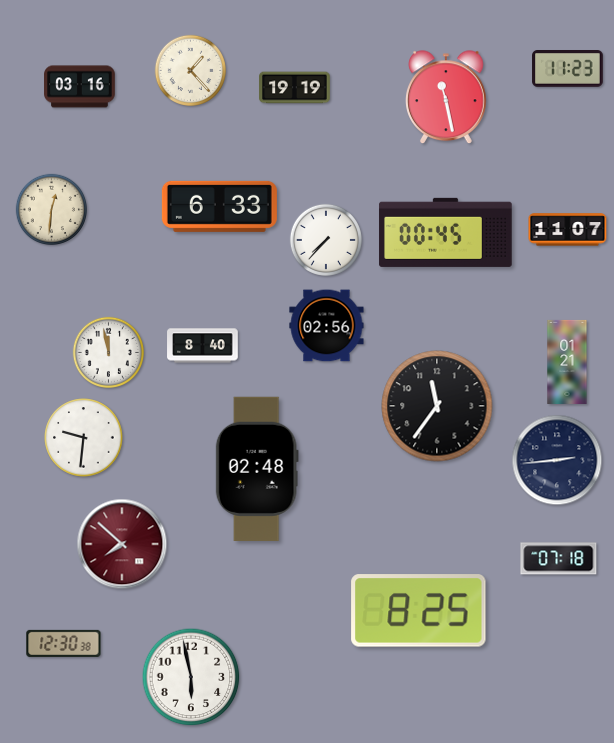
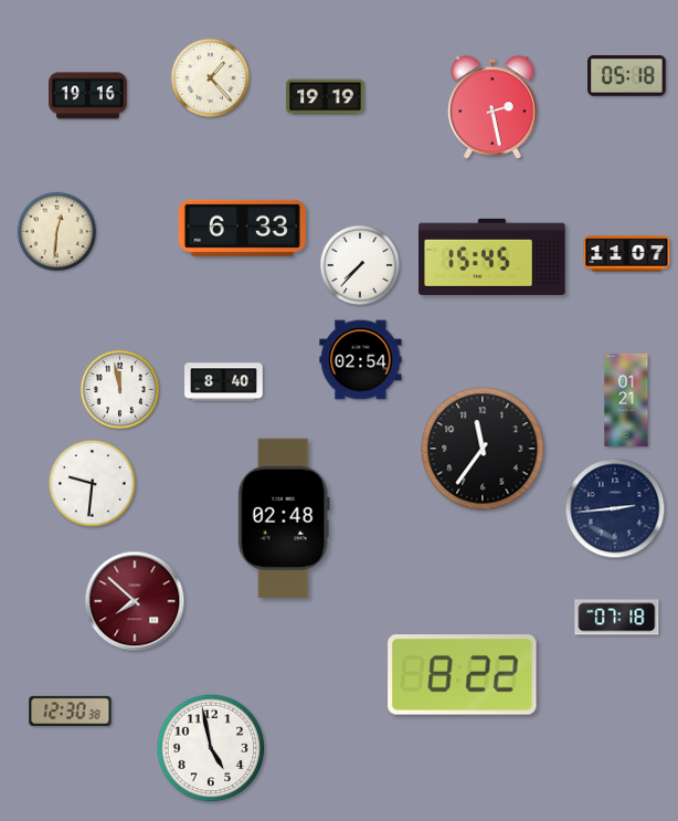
clock at (568, 69): 11:23 -> 05:18
clock at (80, 87): 03:16 -> 19:16
clock at (447, 98): 11:28 -> 2:28
clock at (446, 232): 00:45 -> 15:45
clock at (327, 326): 02:56 -> 02:54
clock at (419, 611): 8:25 -> 8:22
clock at (191, 677): 5:58 -> 4:58
